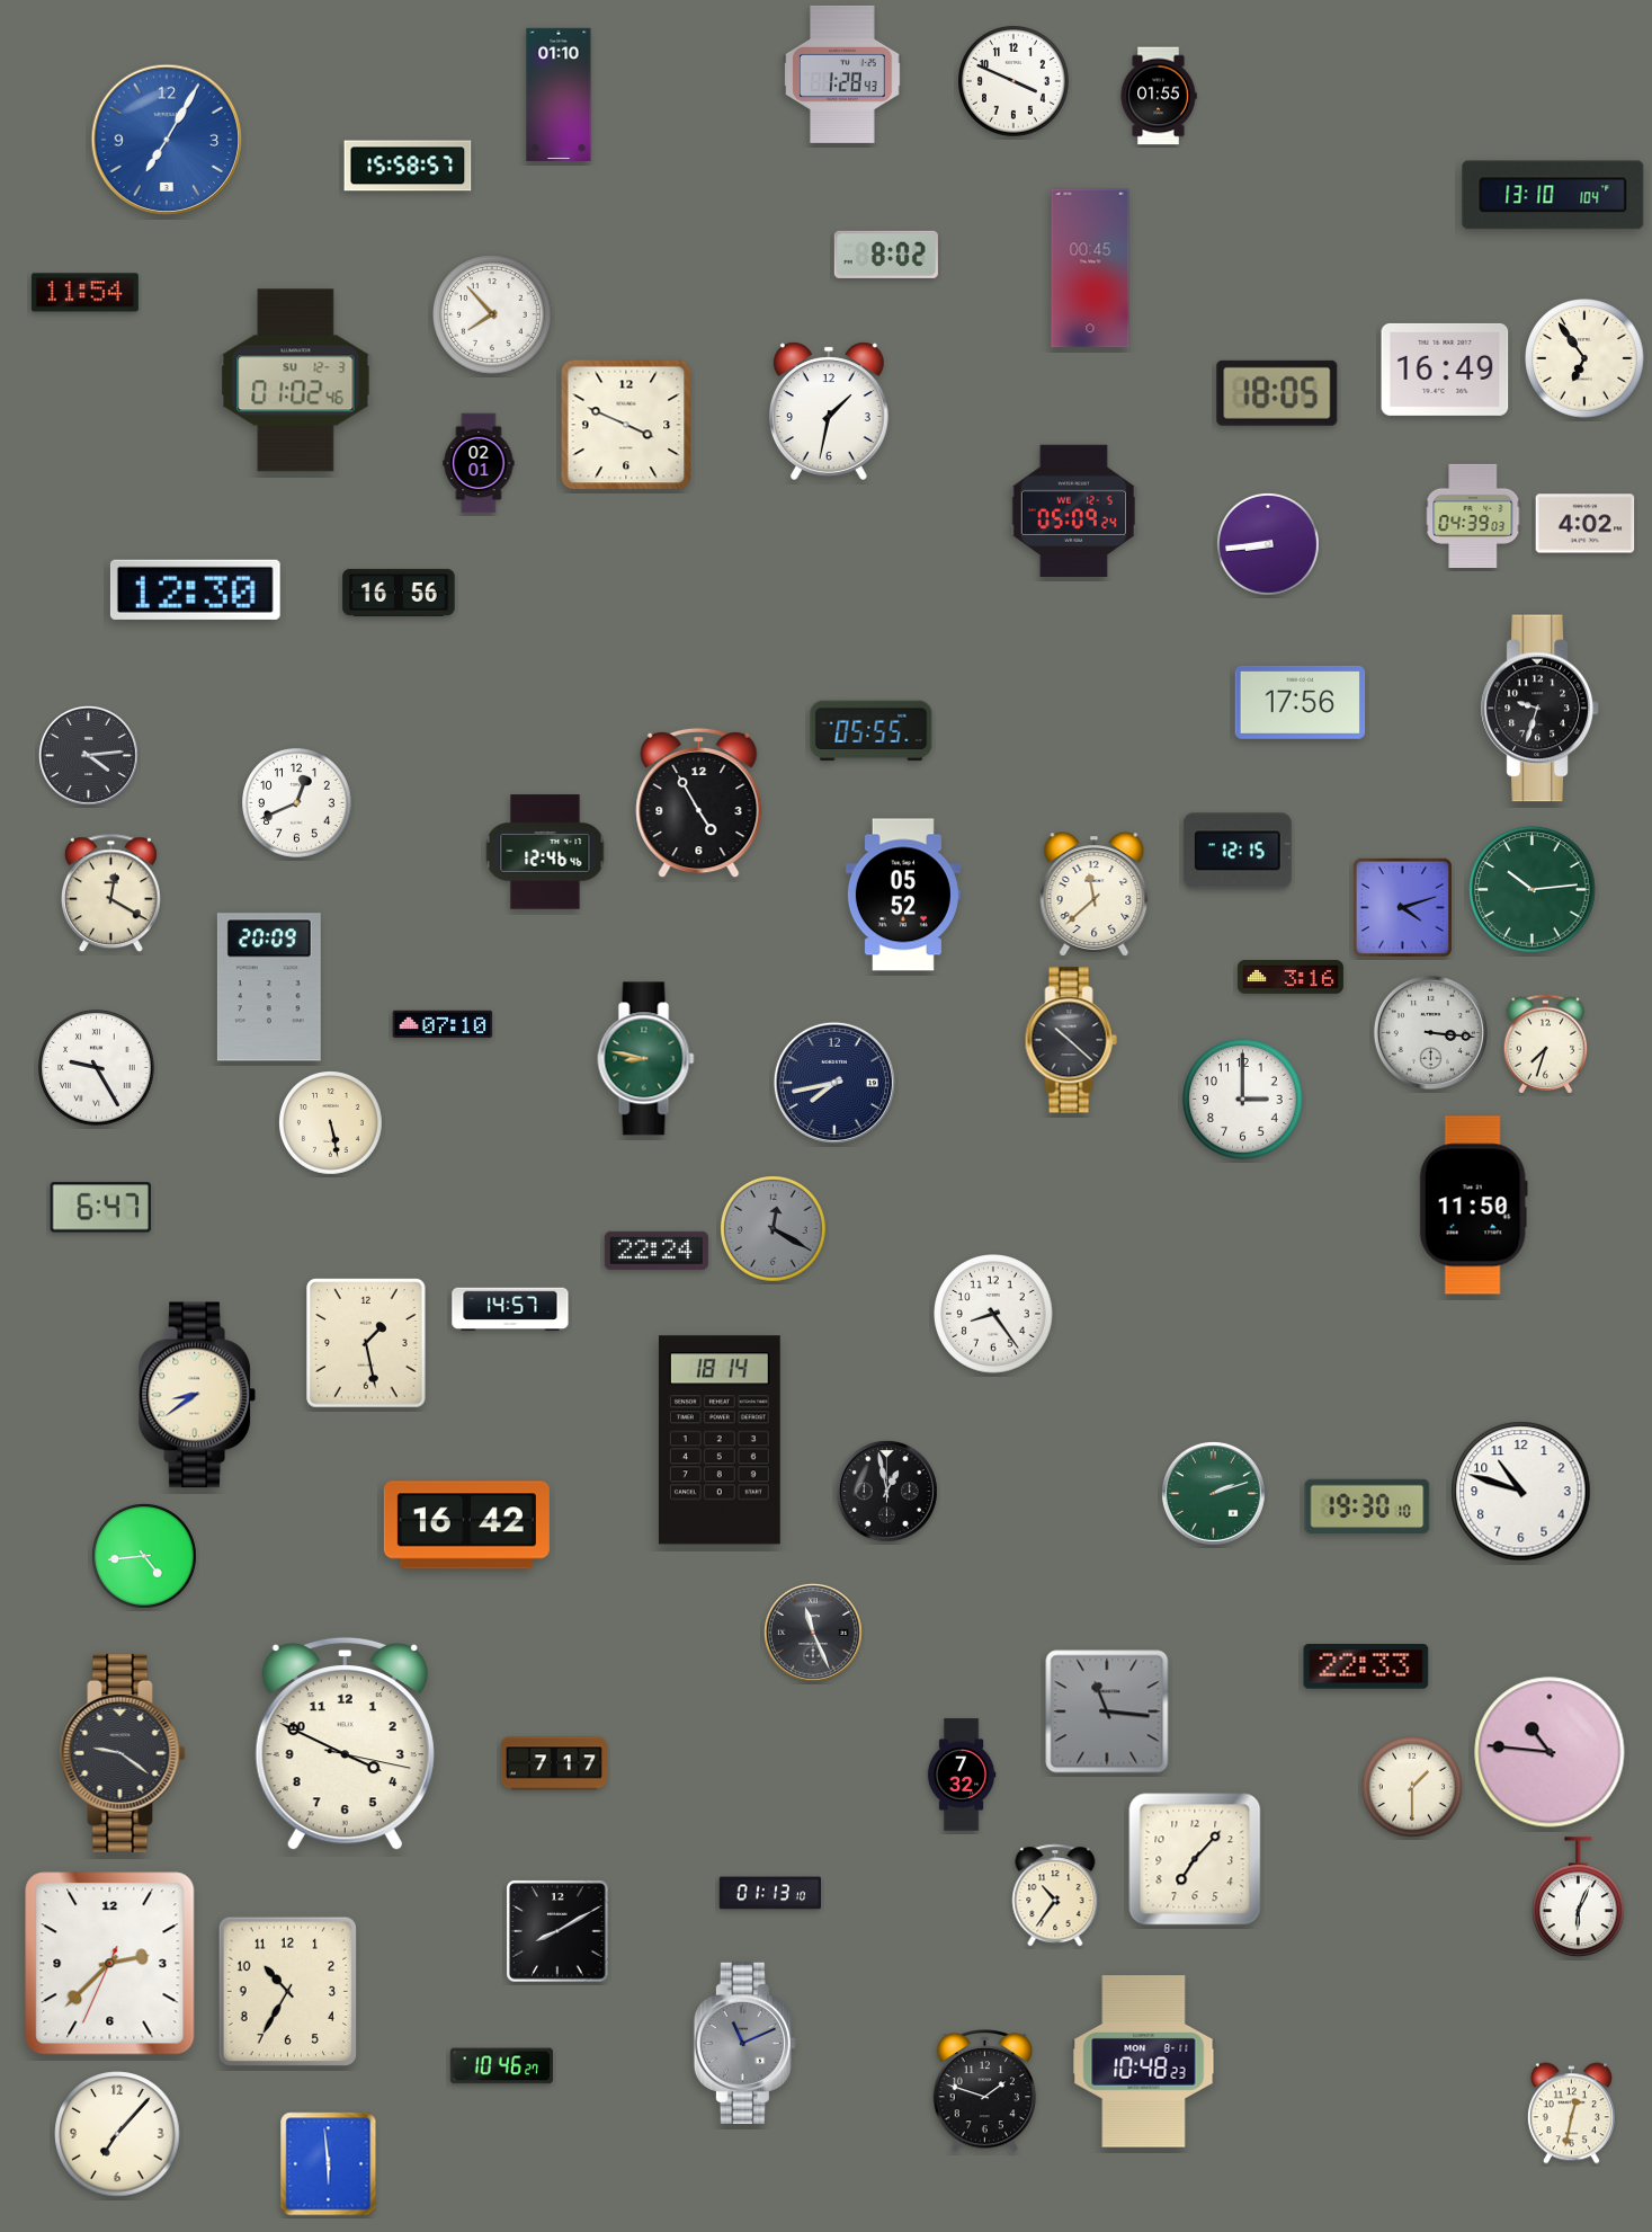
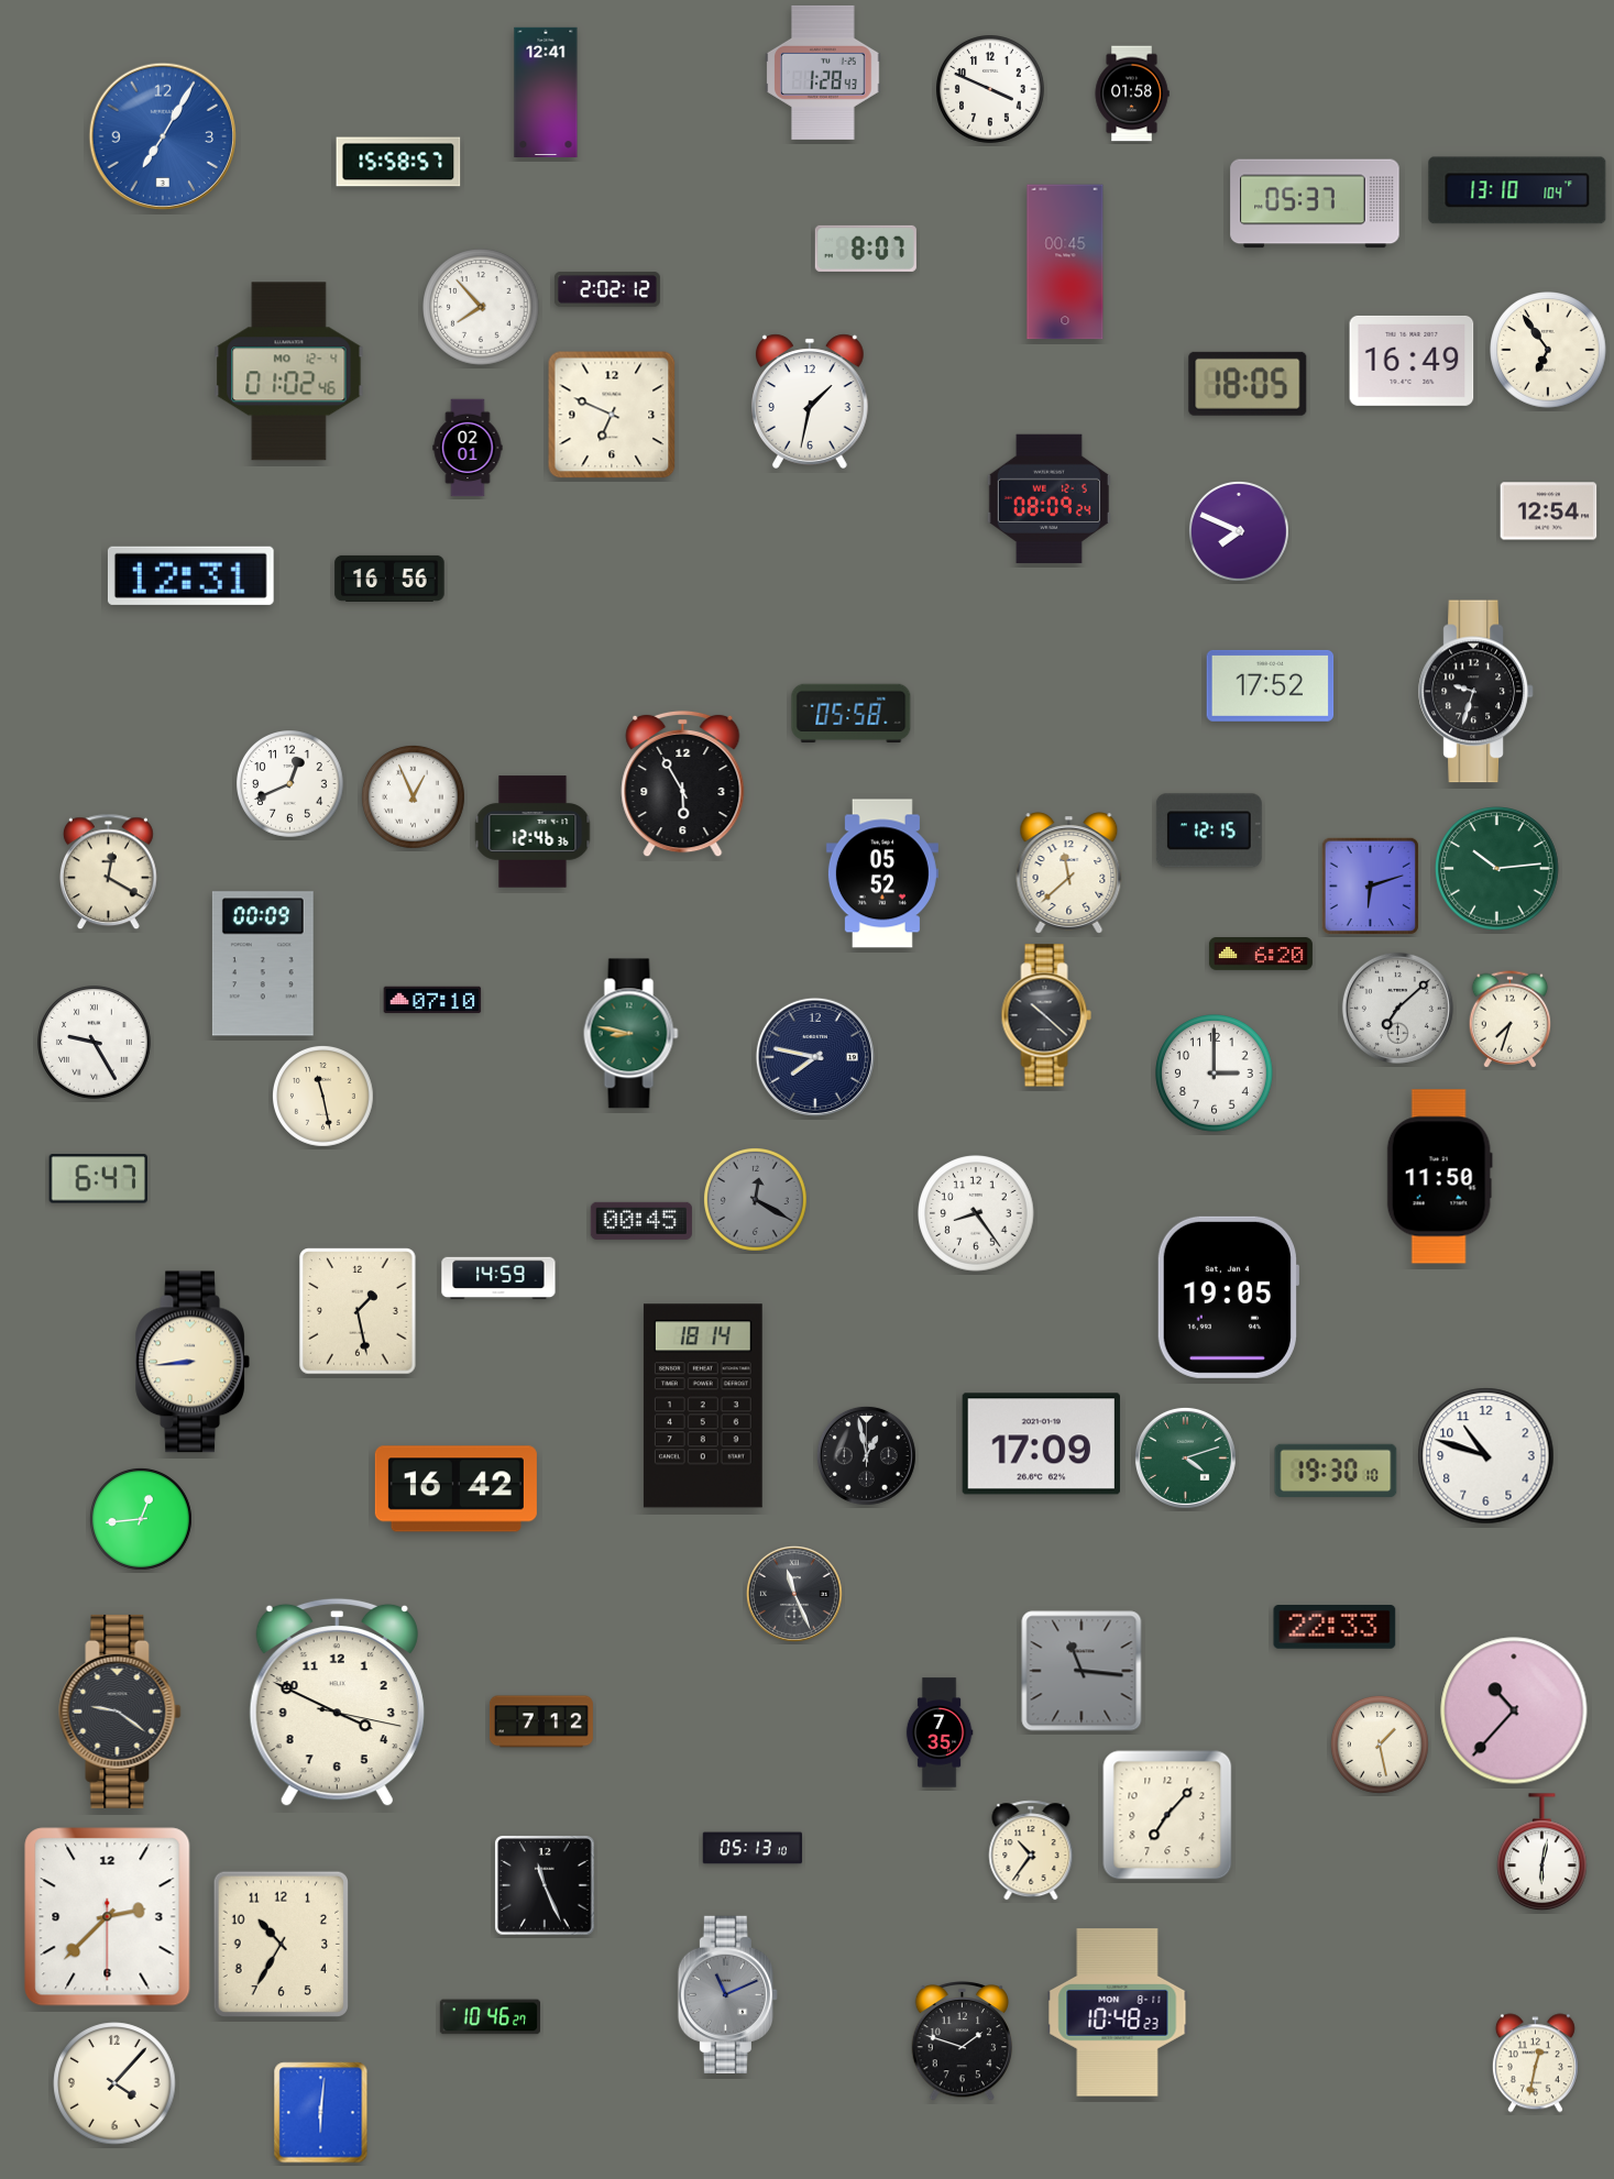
clock at (1015, 82) position: (1015, 82) -> (991, 90)
clock at (559, 94): 01:10 -> 12:41
clock at (1159, 96): 01:55 -> 01:58
clock at (1315, 203): none -> 05:37
clock at (886, 255): 8:02 -> 8:07
clock at (84, 293): 11:54 -> none
clock at (607, 289): none -> 2:02
clock at (296, 381) date: SU 12-3 -> MO 12-4
clock at (626, 425): 3:49 -> 6:49
clock at (479, 463) position: (479, 463) -> (468, 448)
clock at (1073, 510): 05:09 -> 08:09
clock at (1473, 516): 04:39 -> none
clock at (1586, 524): 4:02 -> 12:54
clock at (1268, 544): 8:44 -> 7:49
clock at (195, 589): 12:30 -> 12:31
clock at (1301, 702): 17:56 -> 17:52
clock at (1541, 709) position: (1541, 709) -> (1476, 692)
clock at (872, 731): 05:55 -> 05:58
clock at (88, 755): 4:14 -> none
clock at (699, 803): 4:55 -> 5:55
clock at (413, 796): none -> 12:56
clock at (545, 852): 12:46:46 -> 12:46:36
clock at (1402, 907): 4:12 -> 6:12
clock at (1291, 978): 3:16 -> 6:20
clock at (269, 987): 20:09 -> 00:09
clock at (1430, 1032): 3:16 -> 7:08
clock at (834, 1083): 7:43 -> 7:47
clock at (330, 1122): 5:28 -> 11:28
clock at (657, 1251): 22:24 -> 00:45
clock at (510, 1309): 14:57 -> 14:59
clock at (993, 1314) position: (993, 1314) -> (976, 1213)
clock at (1227, 1297): none -> 19:05
clock at (196, 1395): 8:39 -> 8:44
clock at (1041, 1444): none -> 17:09
clock at (1213, 1493): 2:12 -> 4:12
clock at (144, 1556): 4:44 -> 12:44
clock at (1550, 1752): 10:46 -> 10:37
clock at (554, 1763): 7:17 -> 7:12
clock at (962, 1775): 7:32 -> 7:35
clock at (1412, 1787): 1:30 -> 1:28
clock at (770, 1893): 01:13 -> 05:13
clock at (1579, 1897): 6:04 -> 6:02
clock at (557, 1931): 8:10 -> 11:26
clock at (110, 1964): 2:37:34 -> 2:37:30
clock at (117, 2134): 7:07 -> 4:07
clock at (329, 2164): 5:59 -> 6:01
